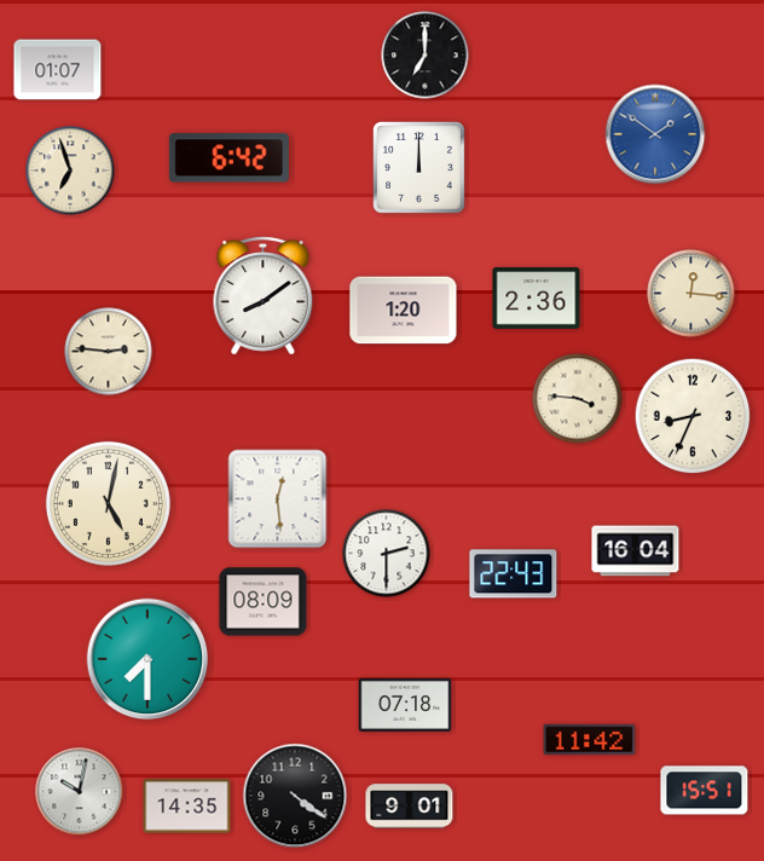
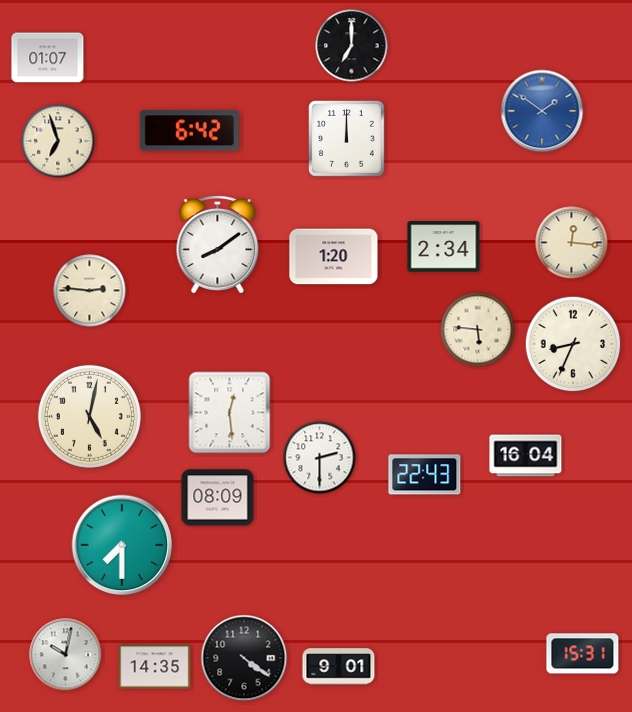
clock at (537, 299): 2:36 -> 2:34
clock at (578, 399): 3:46 -> 5:46
clock at (405, 705): 07:18 -> none
clock at (590, 739): 11:42 -> none
clock at (705, 791): 15:51 -> 15:31
